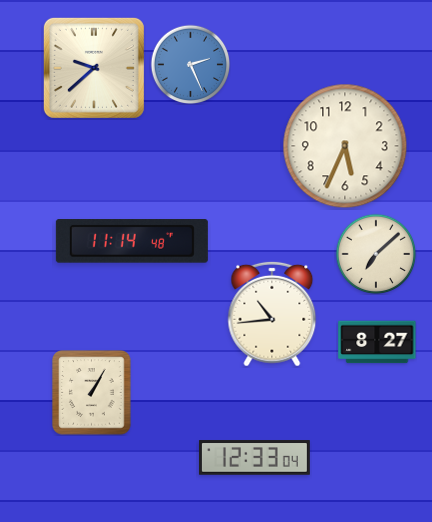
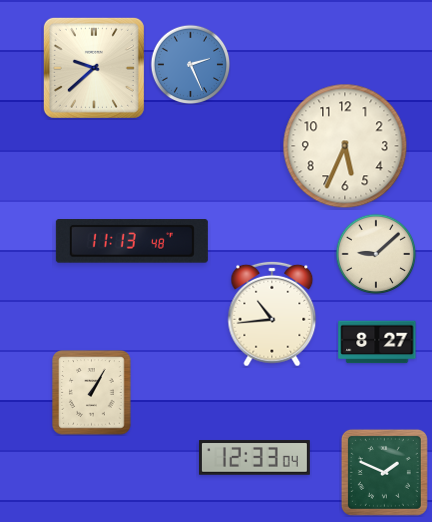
clock at (132, 241): 11:14 -> 11:13
clock at (376, 254): 7:08 -> 9:08
clock at (384, 472): none -> 1:49
